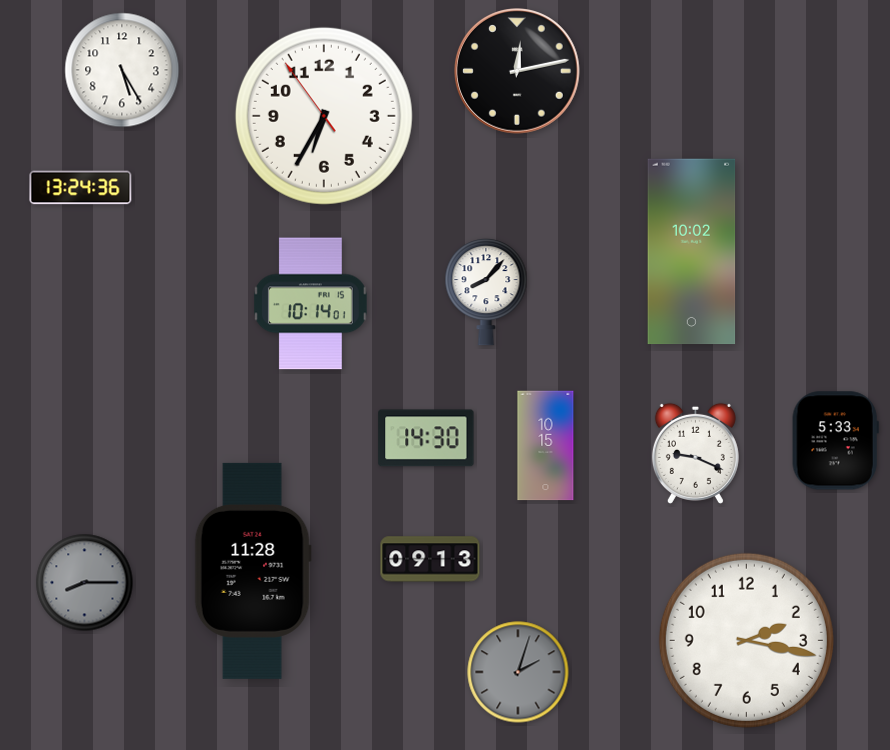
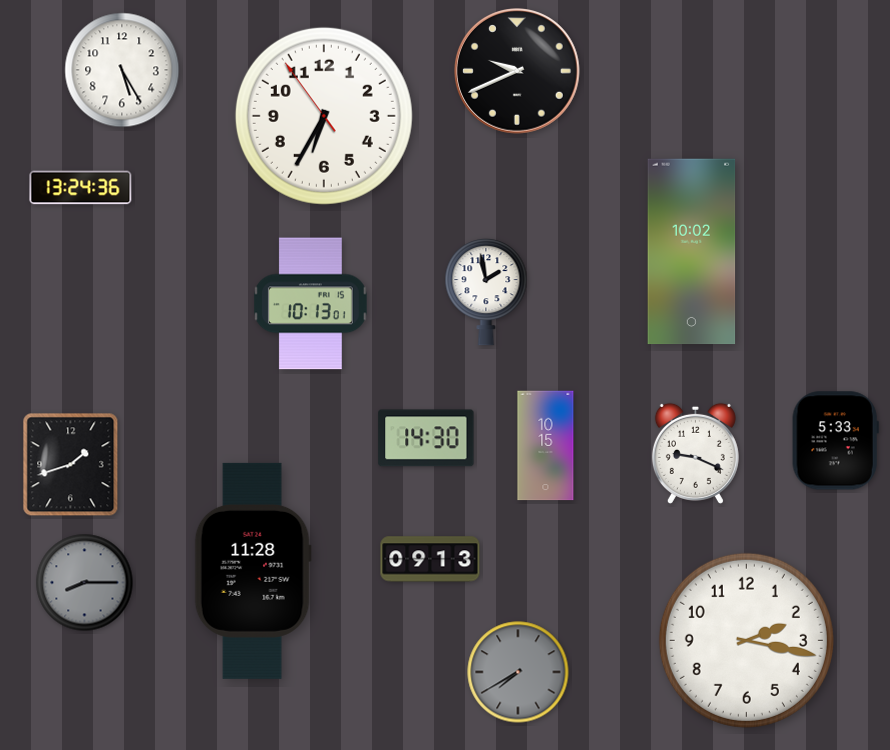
clock at (518, 72): 12:13 -> 9:41
clock at (486, 292): 8:07 -> 1:58
clock at (311, 304): 10:14 -> 10:13
clock at (71, 465): none -> 1:42
clock at (518, 672): 2:03 -> 7:40
